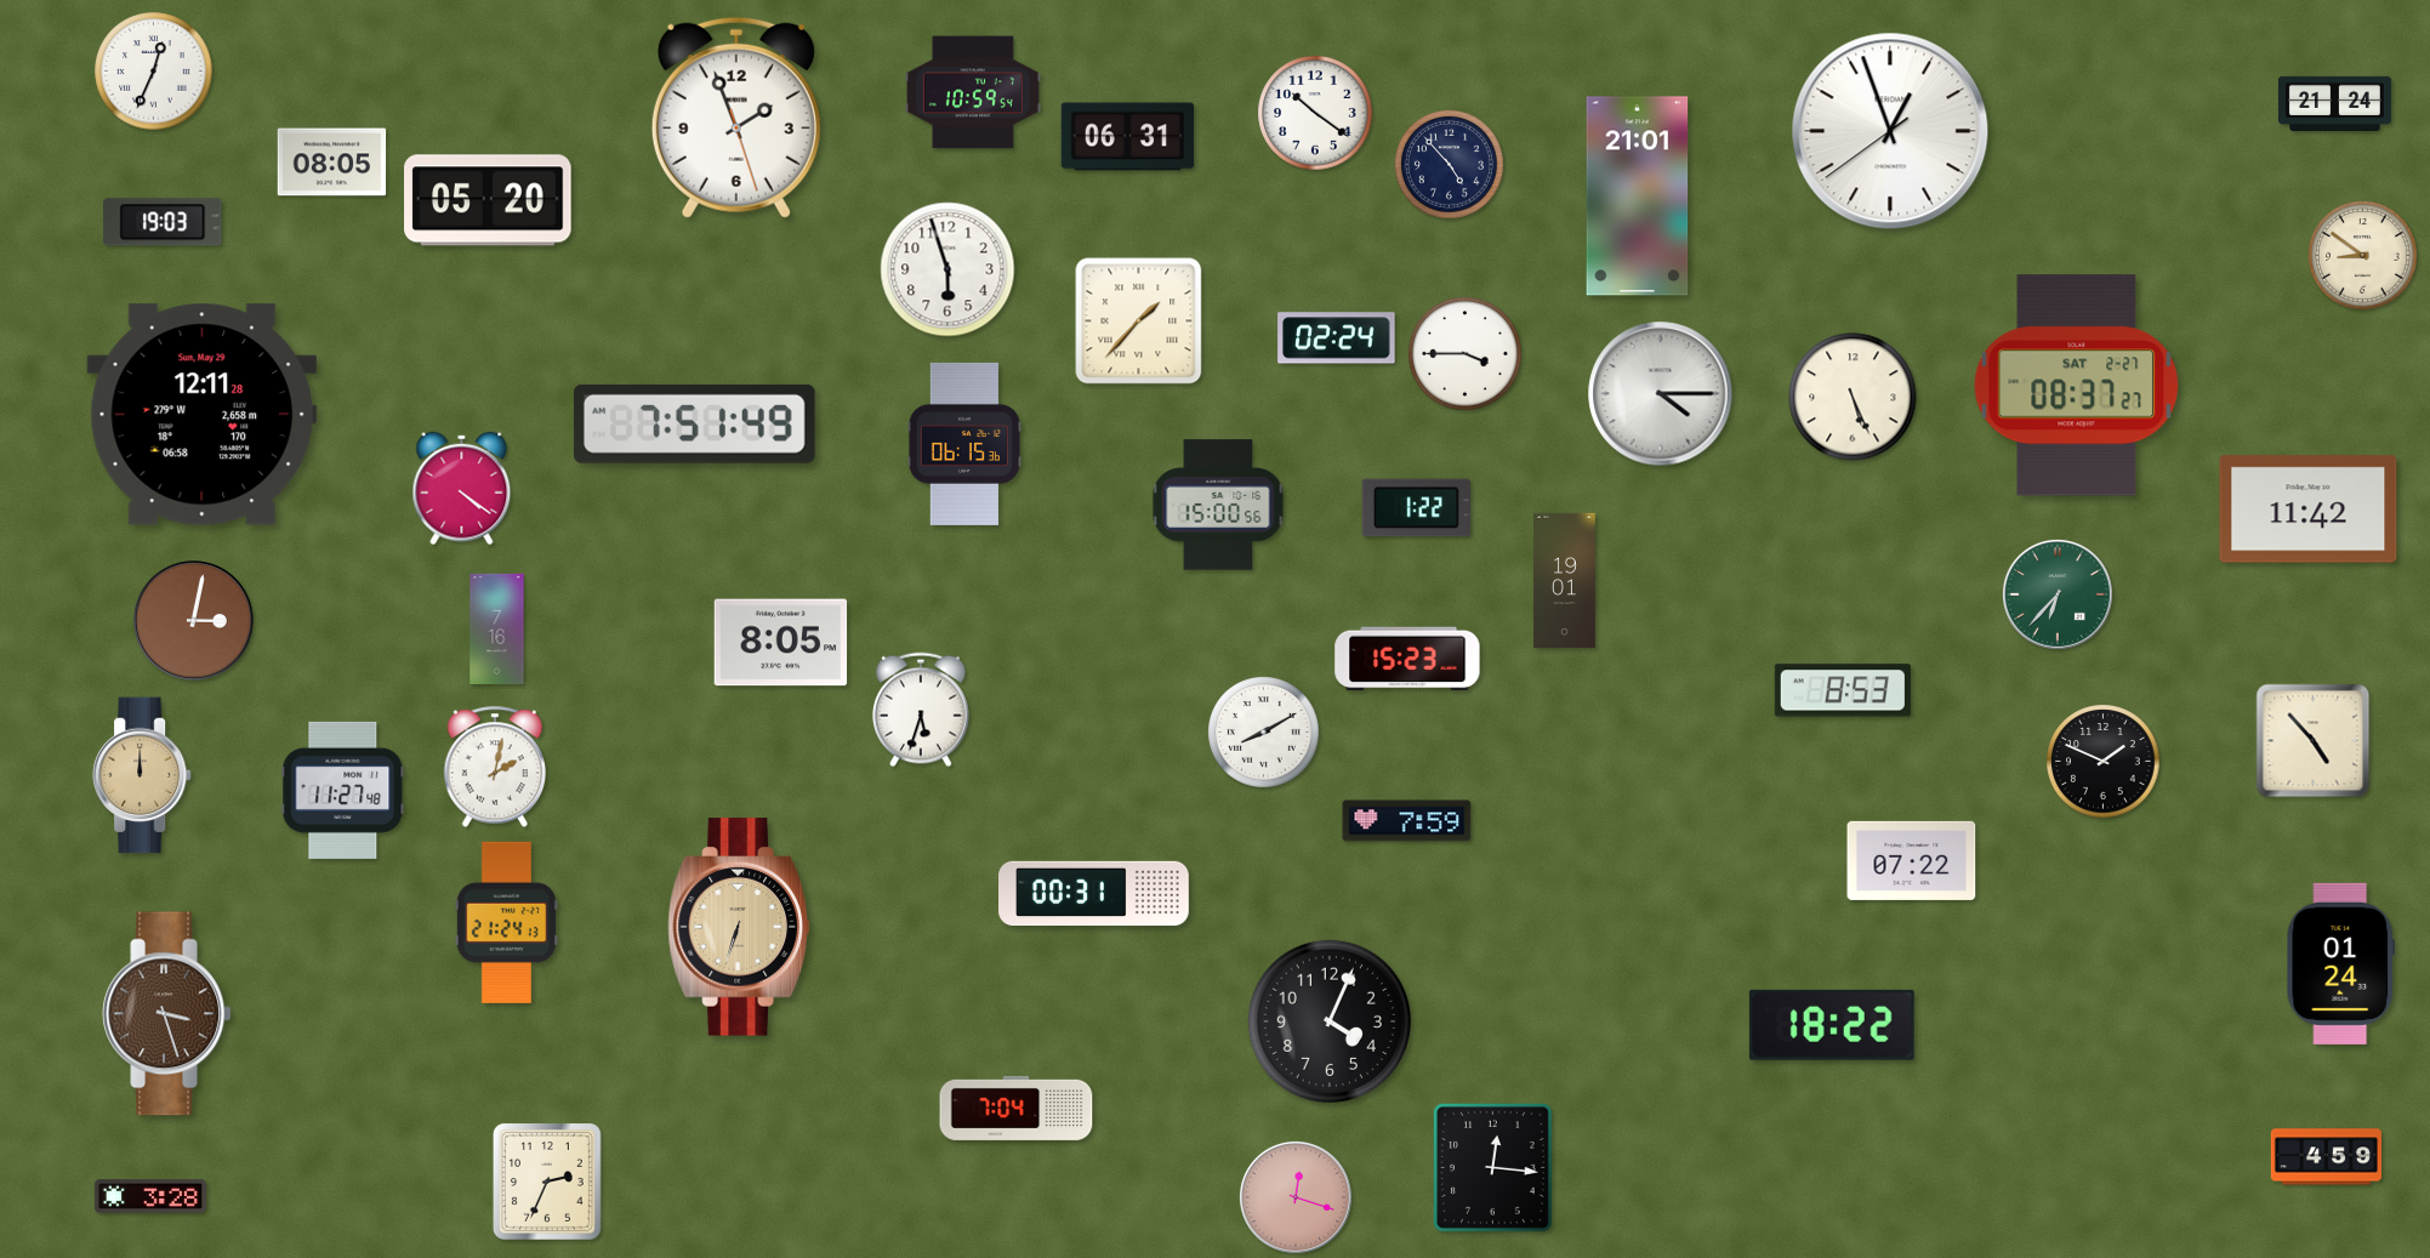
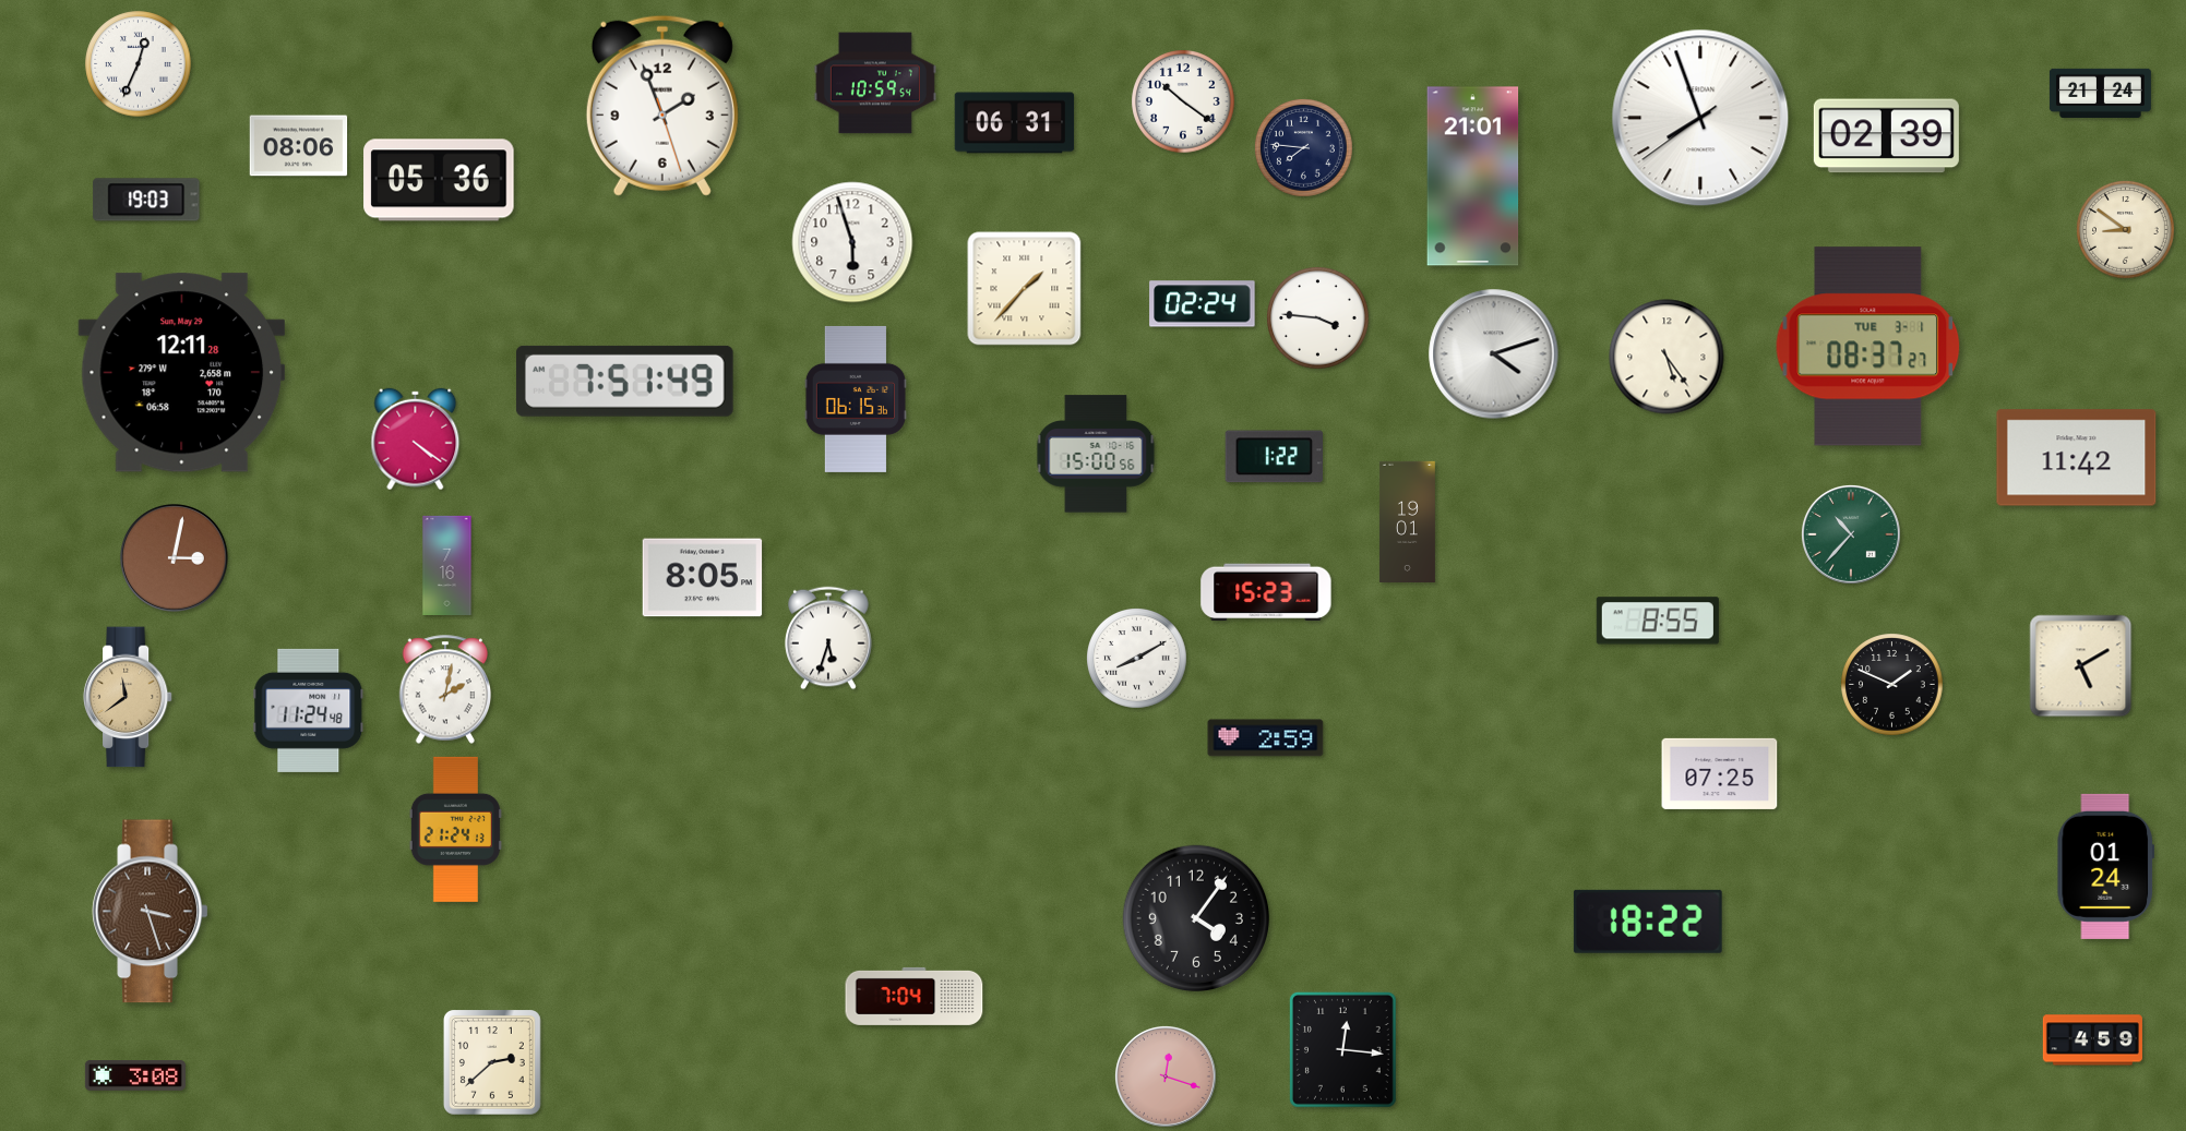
clock at (1890, 131): 12:56 -> 7:56
clock at (1886, 136): none -> 02:39
clock at (332, 163): 08:05 -> 08:06
clock at (1449, 164): 4:53 -> 7:46
clock at (488, 200): 05:20 -> 05:36
clock at (1466, 354): 3:45 -> 3:46
clock at (2077, 386) date: SAT 2-27 -> TUE 3-1
clock at (1661, 394): 4:15 -> 4:12
clock at (1853, 397): 5:26 -> 5:24
clock at (964, 444) position: (964, 444) -> (856, 399)
clock at (2058, 594): 6:37 -> 10:37
clock at (1843, 690): 8:53 -> 8:55
clock at (2314, 741): 4:53 -> 5:10
clock at (142, 775): 12:00 -> 11:39
clock at (343, 790): 11:27 -> 11:24
clock at (1407, 821): 7:59 -> 2:59
clock at (1912, 860): 07:22 -> 07:25
clock at (1094, 894): 00:31 -> none
clock at (739, 927): 6:33 -> none
clock at (1328, 1020): 4:04 -> 4:06
clock at (547, 1183): 2:34 -> 2:38
clock at (150, 1197): 3:28 -> 3:08
